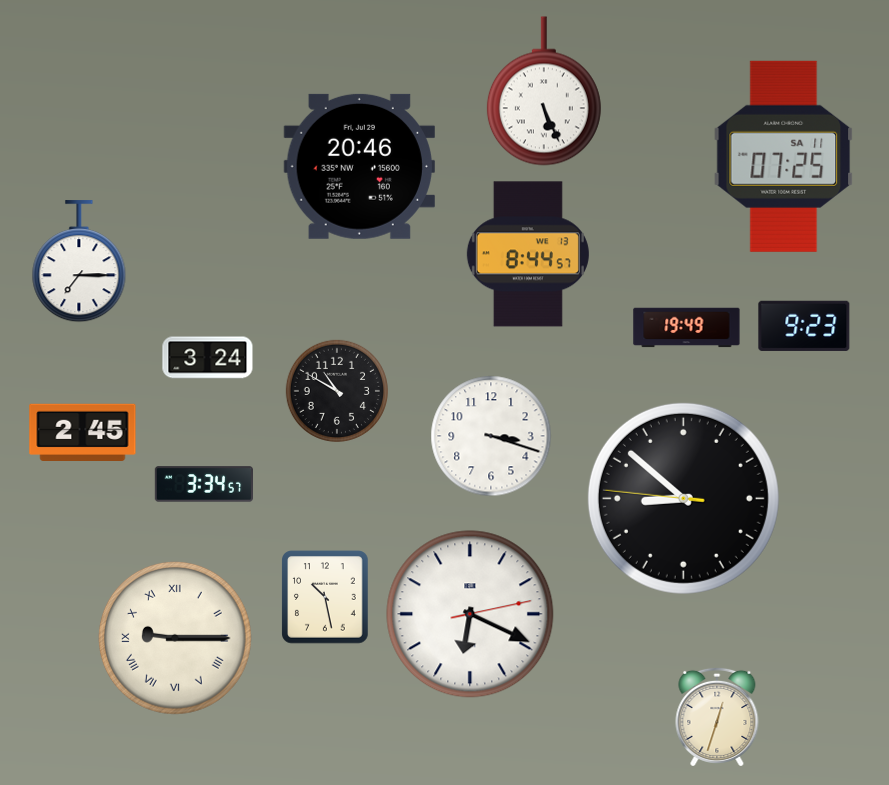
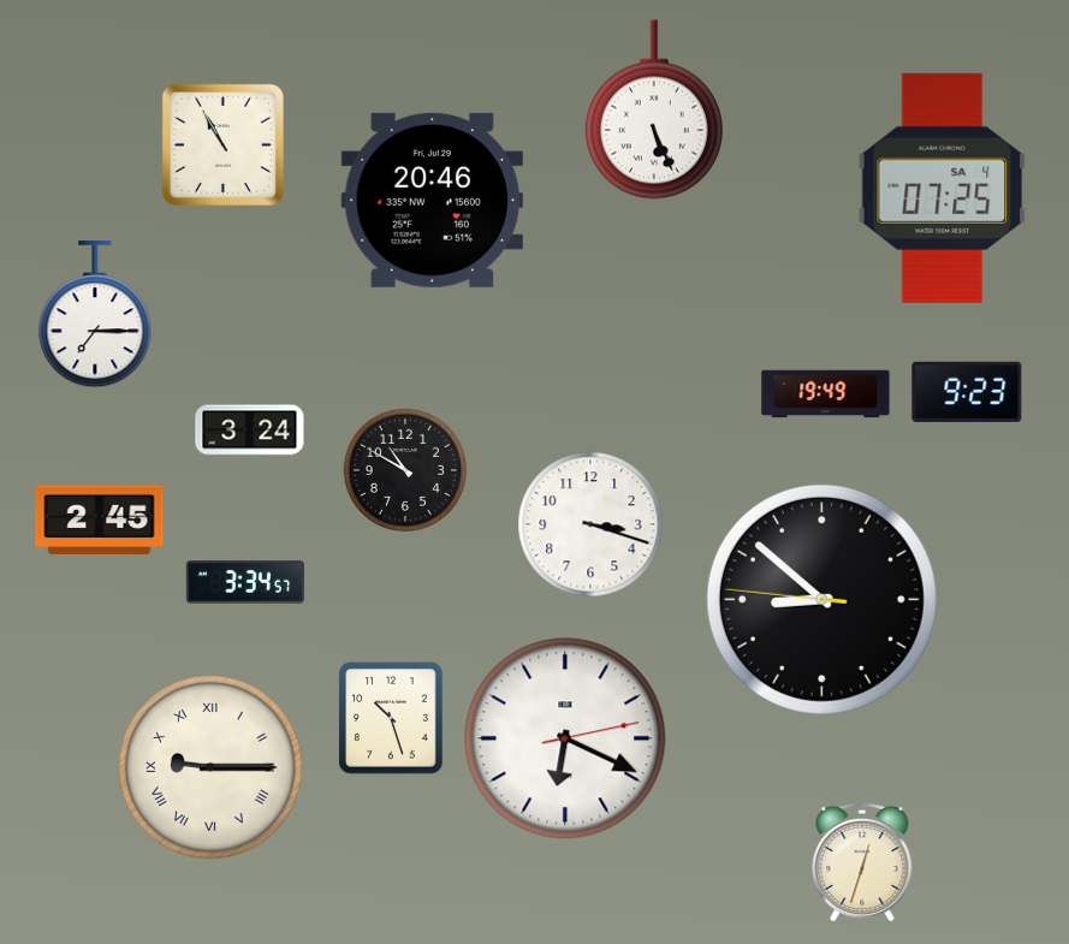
clock at (222, 144): none -> 10:55
clock at (784, 156) date: SA 11 -> SA 4
clock at (528, 254): 8:44 -> none
clock at (325, 597): 10:28 -> 10:27
